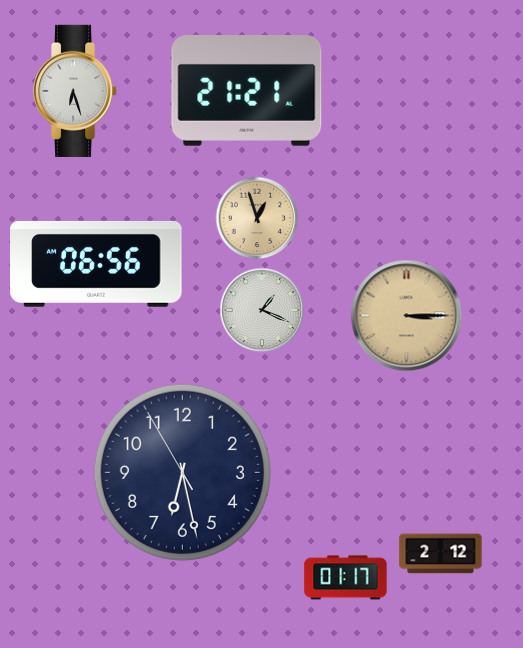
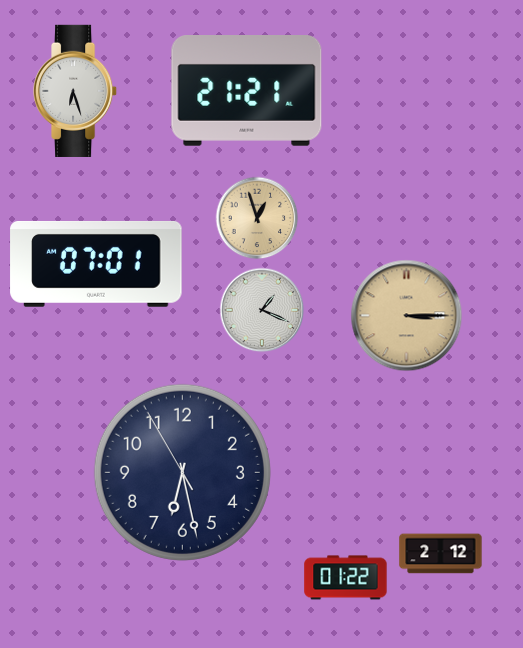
clock at (96, 264): 06:56 -> 07:01
clock at (346, 578): 01:17 -> 01:22
